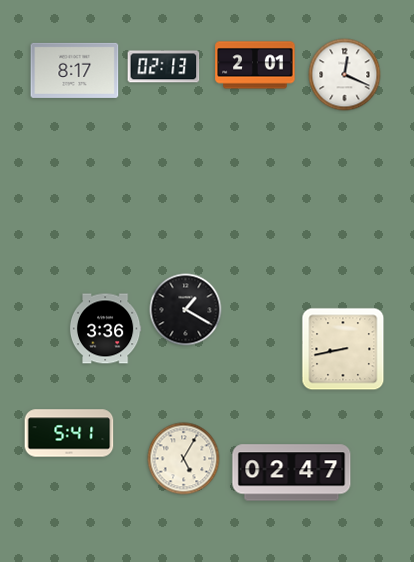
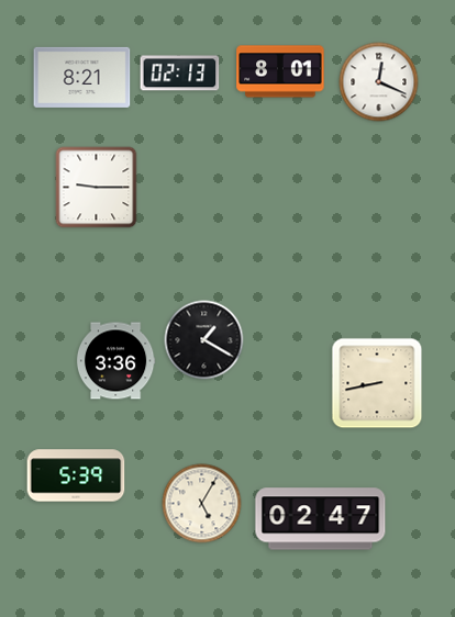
clock at (255, 65): 2:01 -> 8:01
clock at (75, 70): 8:17 -> 8:21
clock at (97, 188): none -> 9:15
clock at (69, 433): 5:41 -> 5:39
